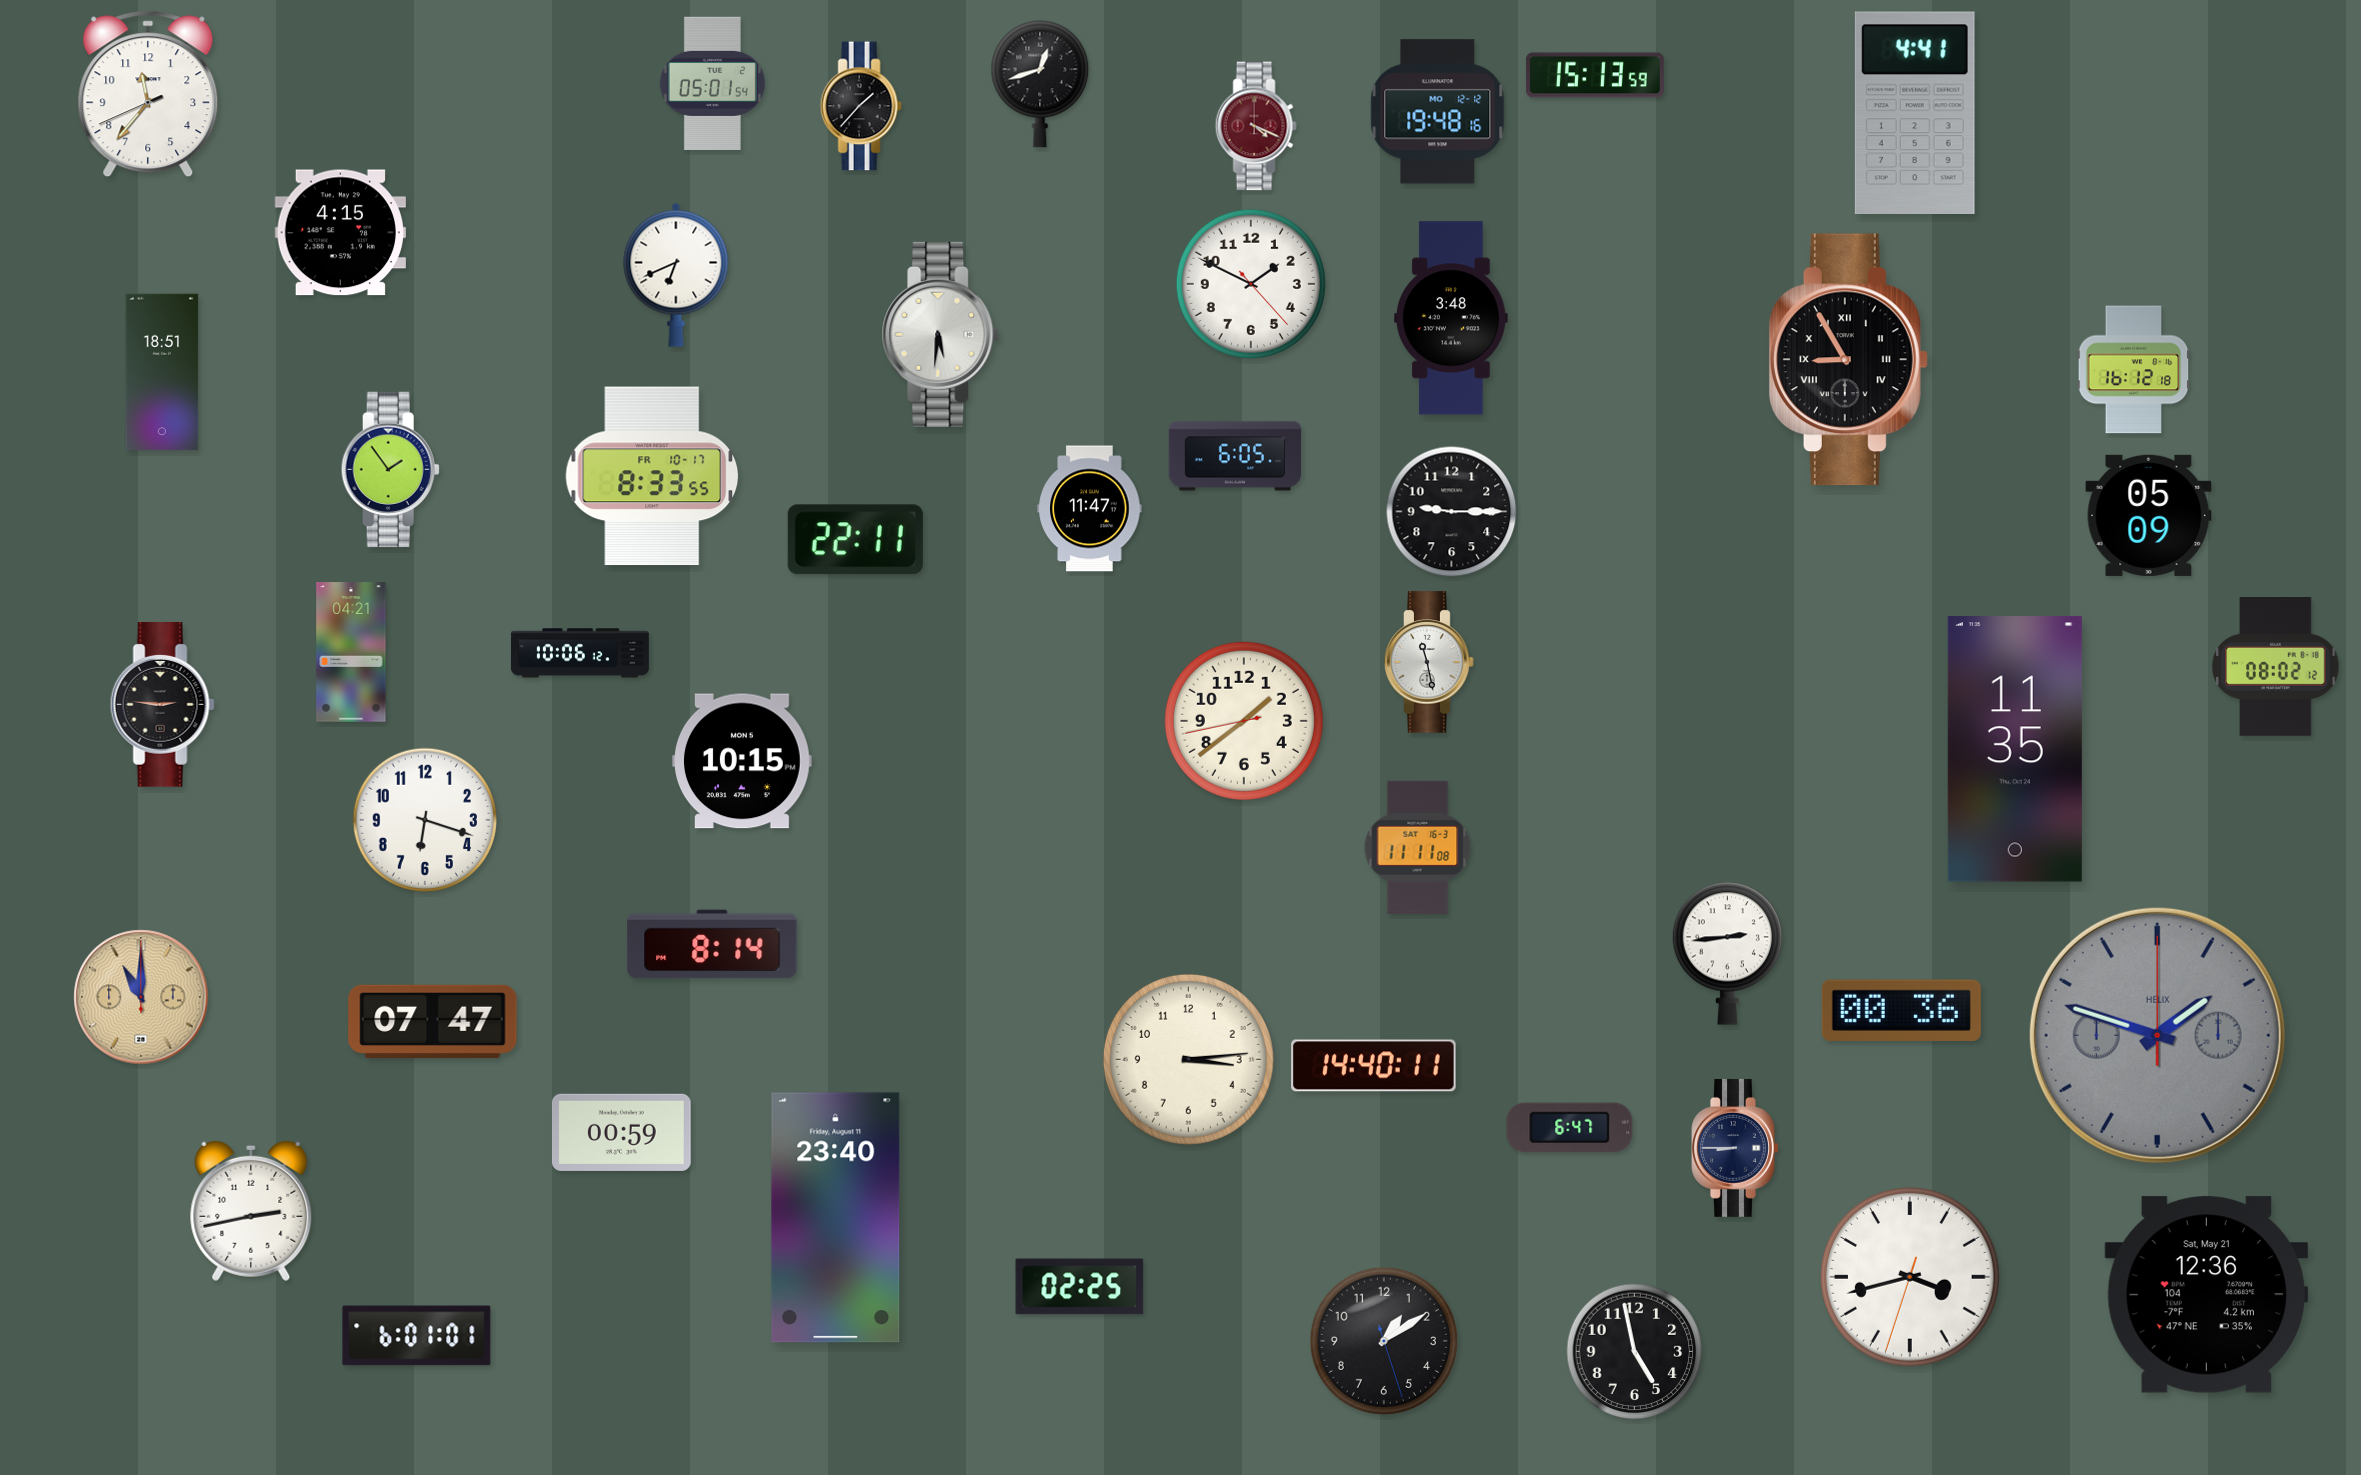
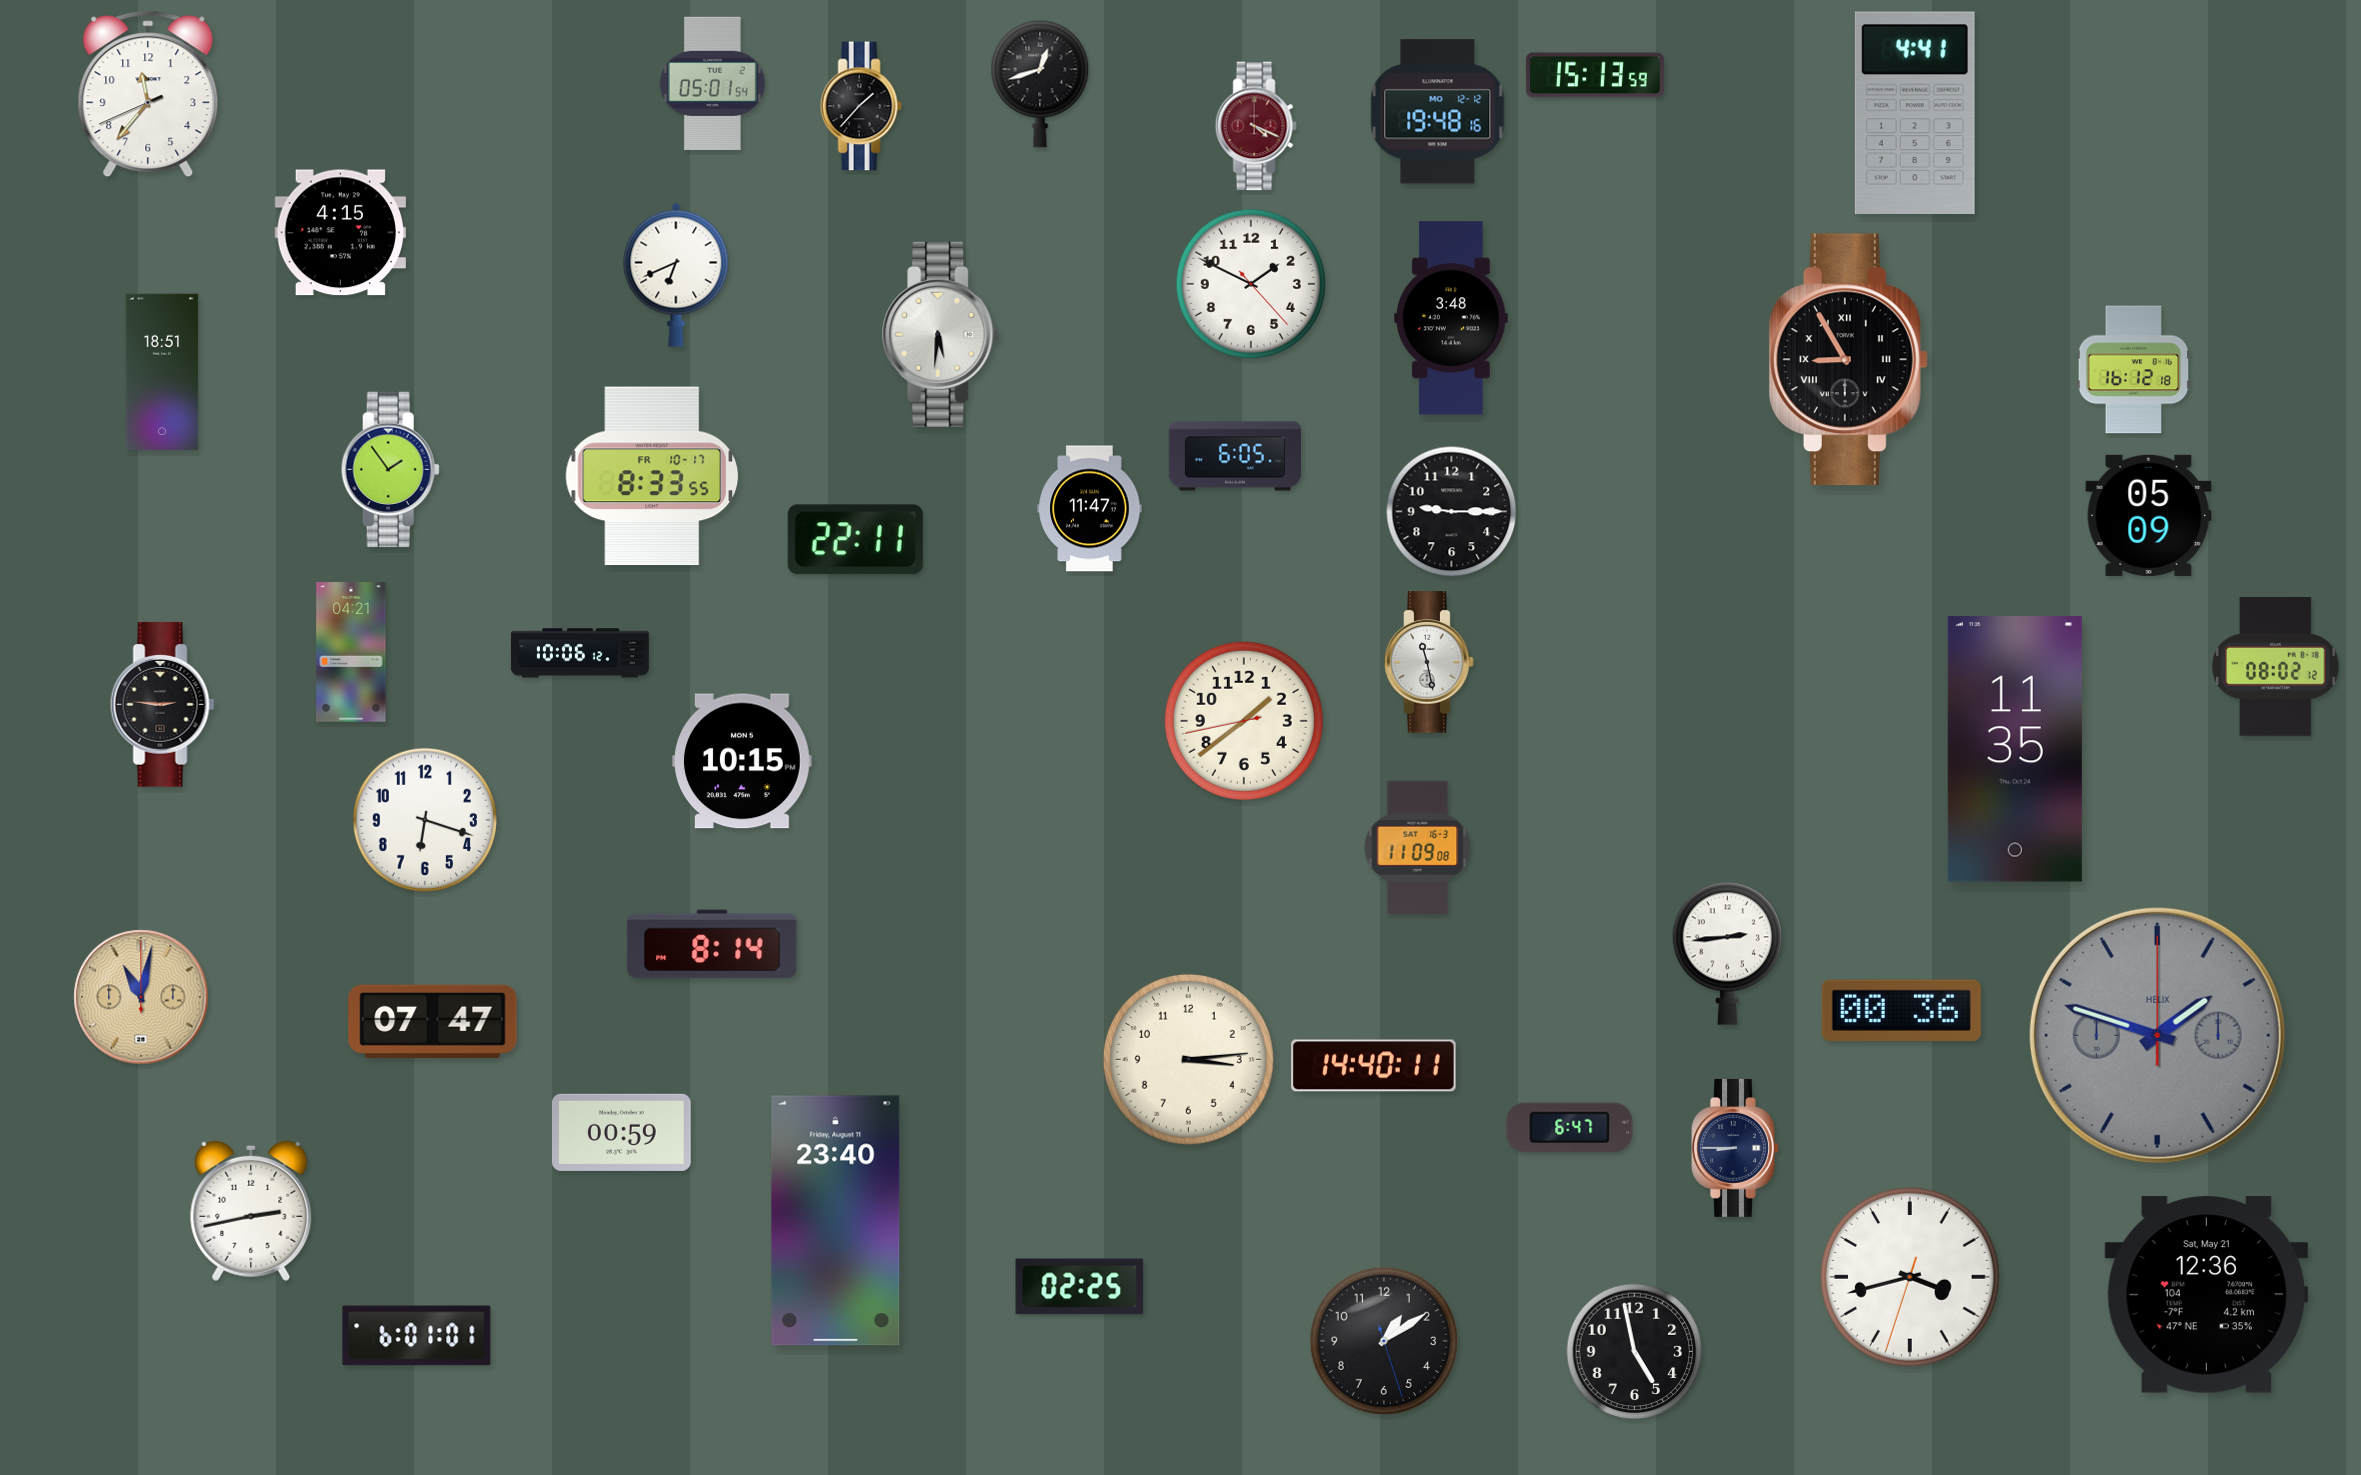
clock at (1418, 847): 11:11 -> 11:09
clock at (141, 997): 11:00 -> 11:02
clock at (836, 1218) position: (836, 1218) -> (836, 1221)
